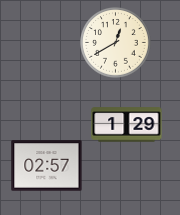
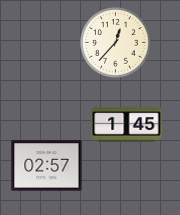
clock at (116, 43): 12:40 -> 12:37
clock at (127, 125): 1:29 -> 1:45
